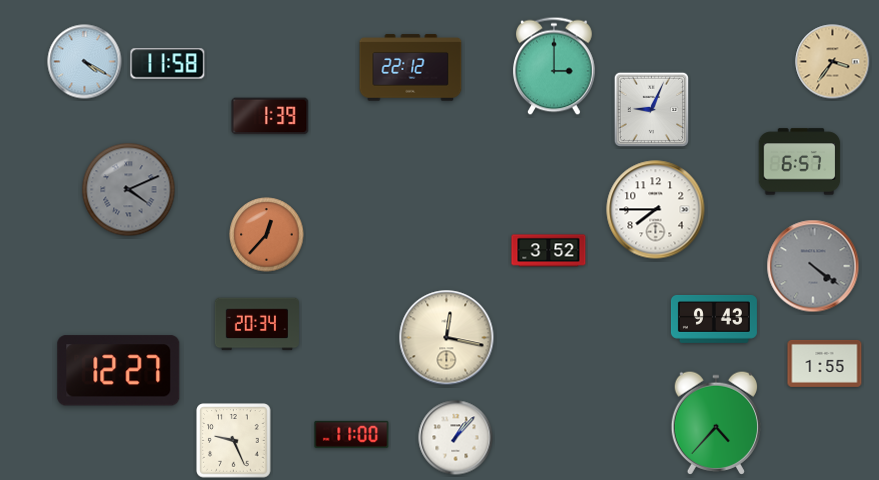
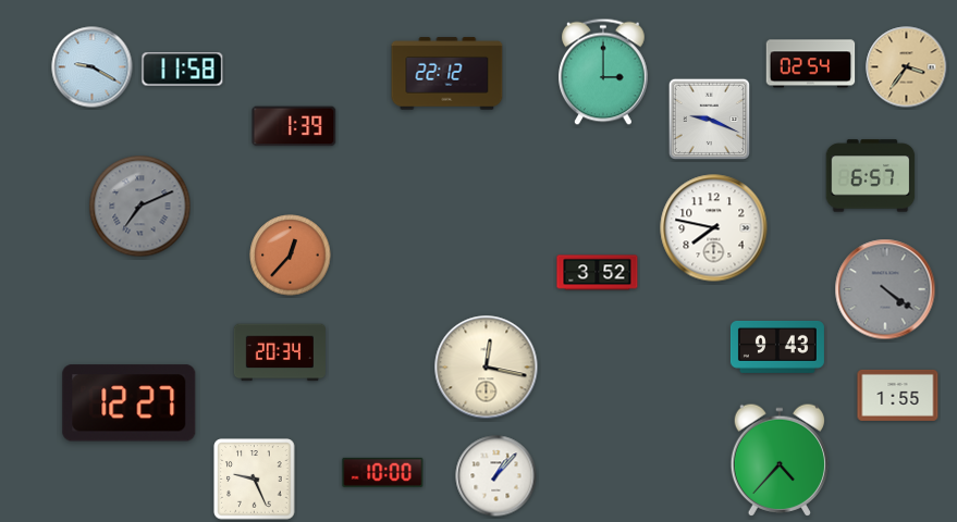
clock at (811, 64): none -> 02:54
clock at (85, 62): 4:20 -> 9:20
clock at (651, 109): 9:04 -> 9:19
clock at (129, 190): 4:11 -> 7:11
clock at (656, 210): 7:45 -> 7:47
clock at (352, 434): 11:00 -> 10:00
